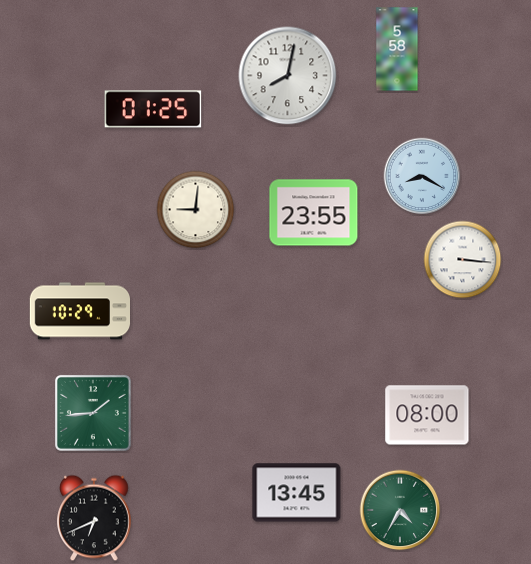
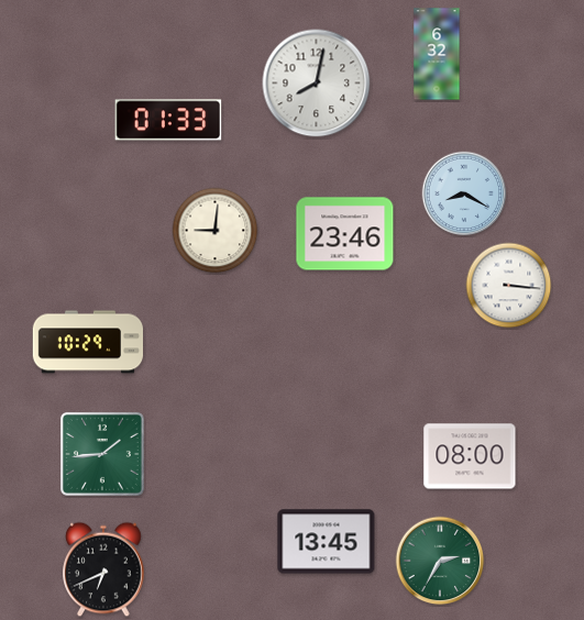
clock at (397, 49): 5:58 -> 6:32
clock at (153, 109): 01:25 -> 01:33
clock at (314, 213): 23:55 -> 23:46
clock at (400, 510): 4:35 -> 2:35
